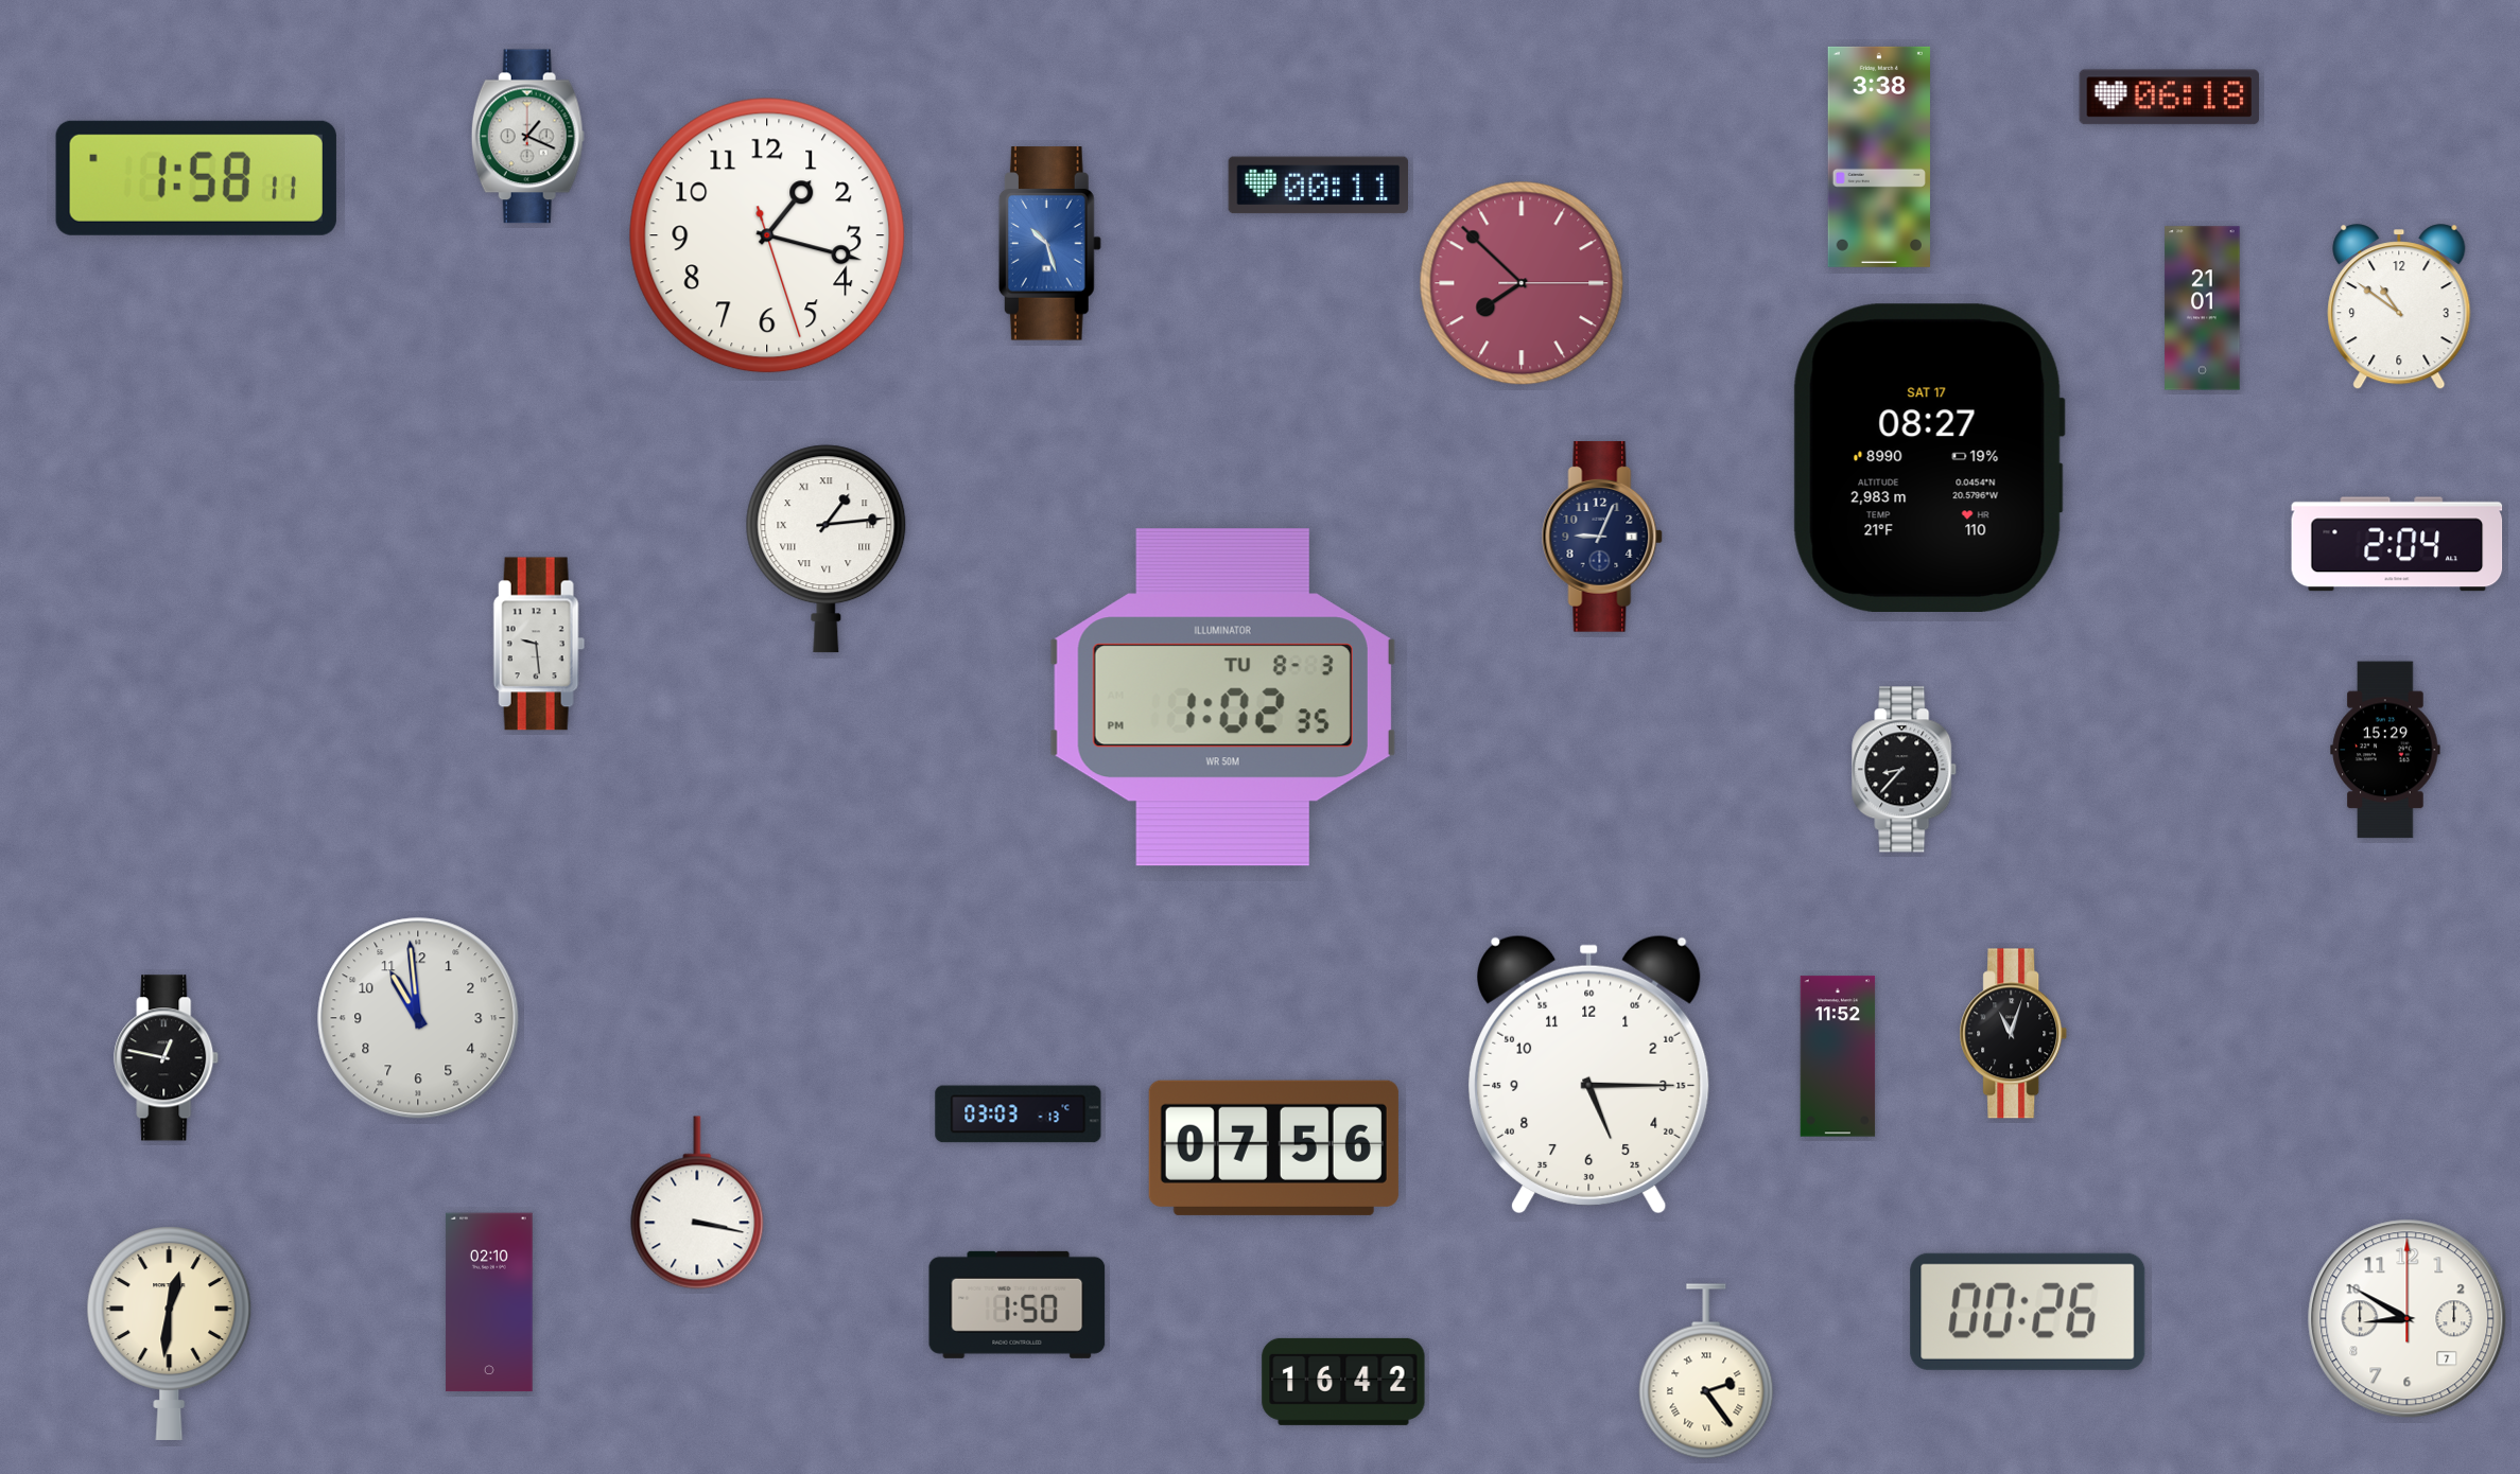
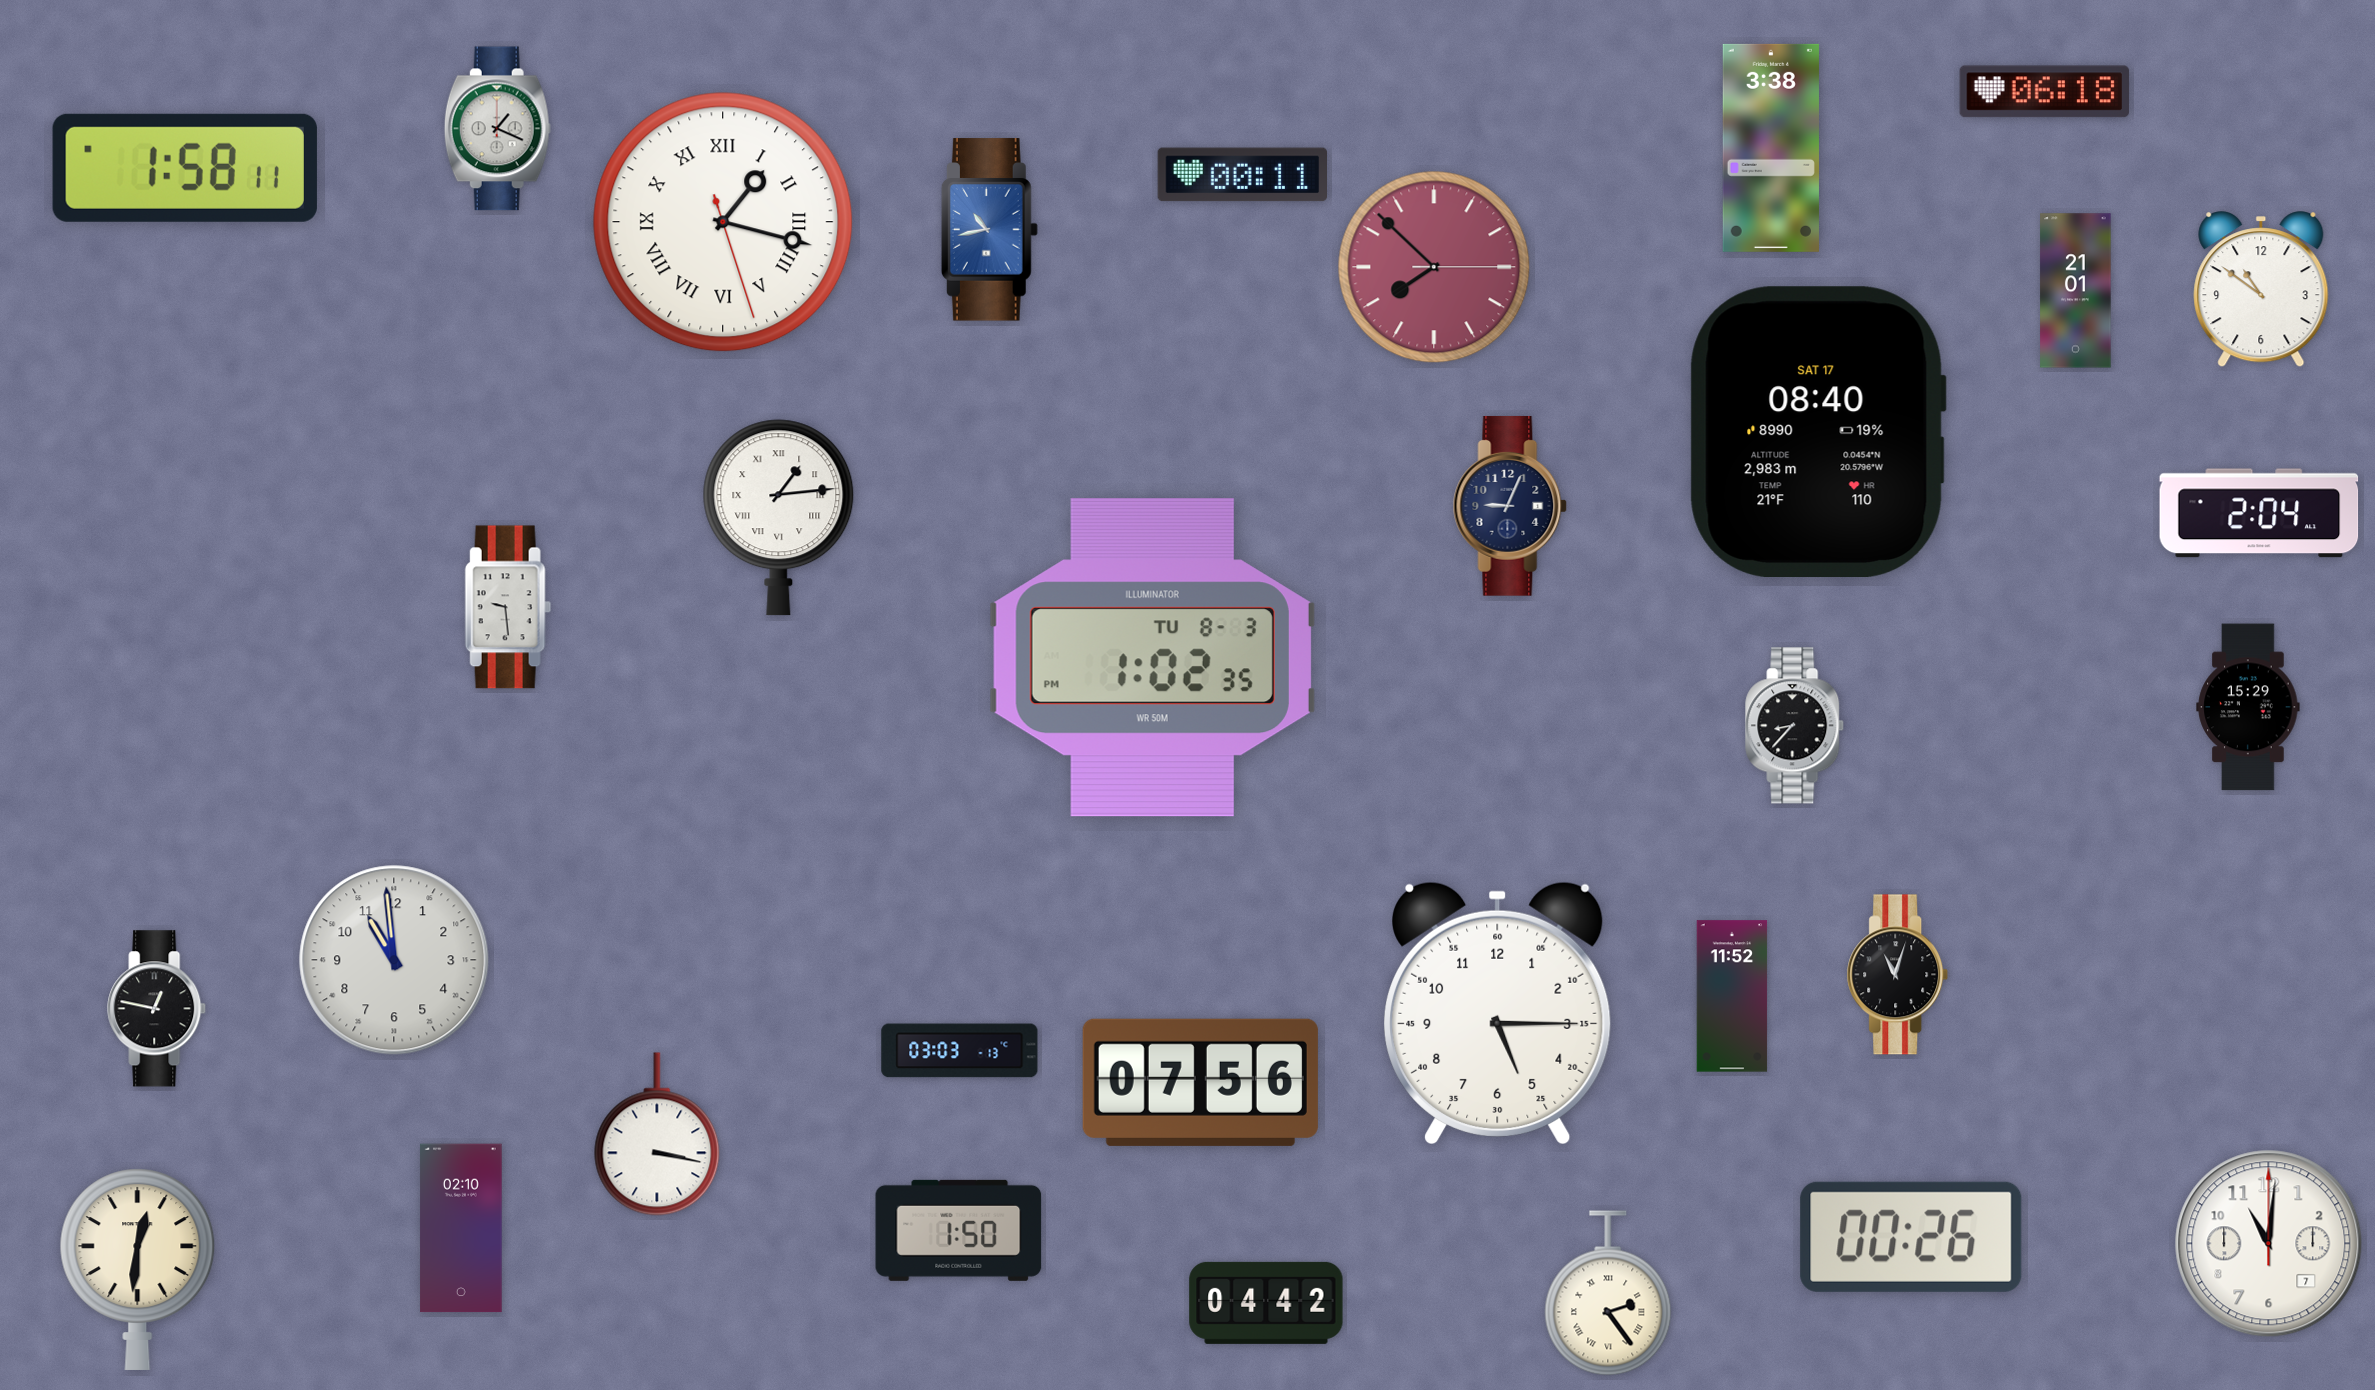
clock at (767, 235) numerals: Arabic -> Roman
clock at (1049, 244): 10:27 -> 10:43
clock at (1929, 457): 08:27 -> 08:40
clock at (167, 1058) position: (167, 1058) -> (157, 1009)
clock at (2408, 1319): 8:50 -> 11:01
clock at (170, 1333) position: (170, 1333) -> (138, 1269)
clock at (1343, 1382): 16:42 -> 04:42
